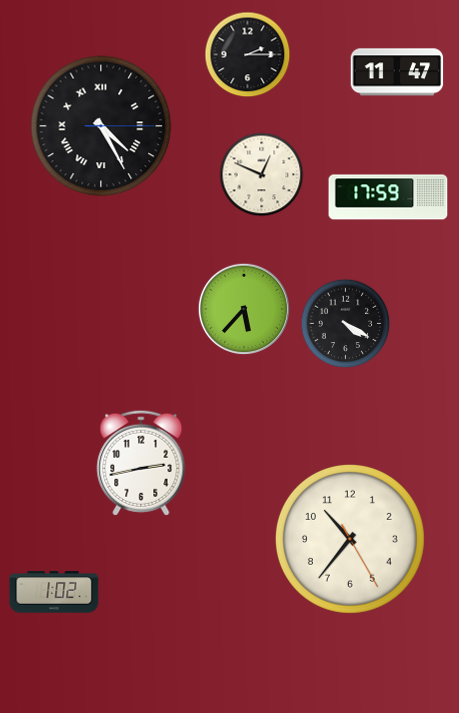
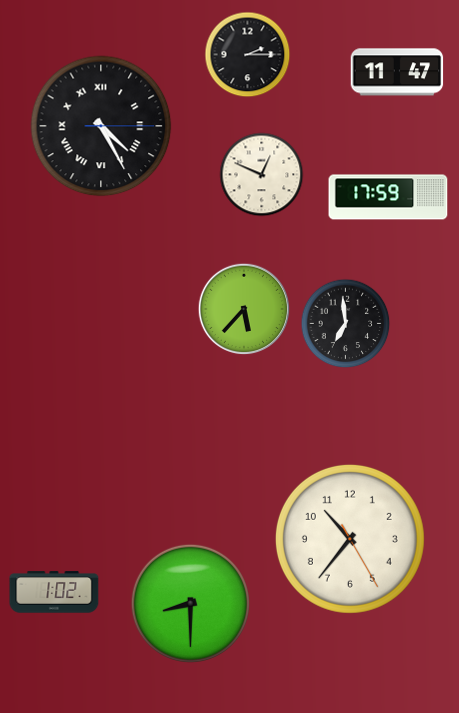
clock at (346, 324): 4:20 -> 6:59
clock at (141, 463): 2:43 -> none
clock at (190, 603): none -> 8:30
